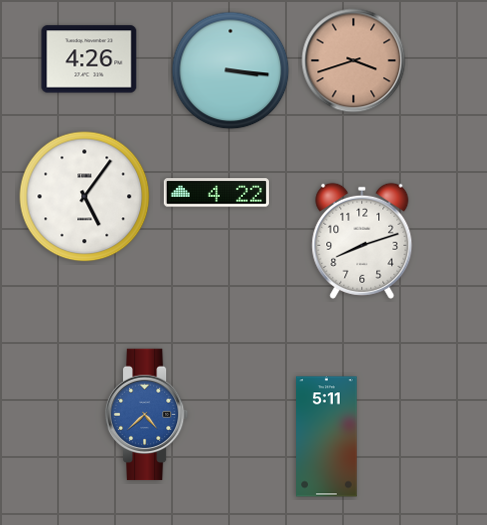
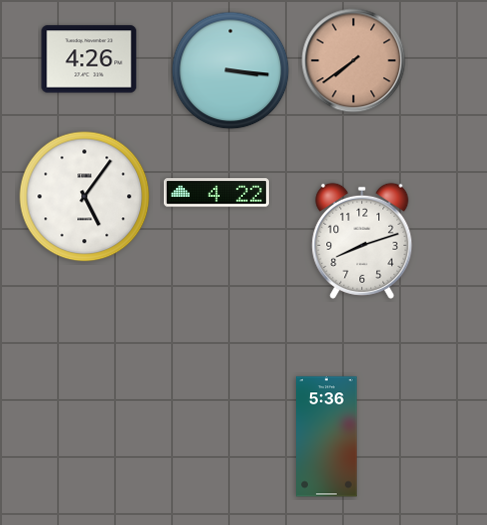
clock at (354, 61): 3:42 -> 7:39
clock at (147, 415): 4:38 -> none
clock at (327, 437): 5:11 -> 5:36
